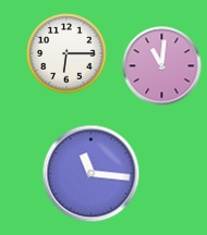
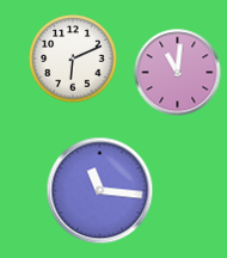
clock at (66, 53): 6:15 -> 6:11
